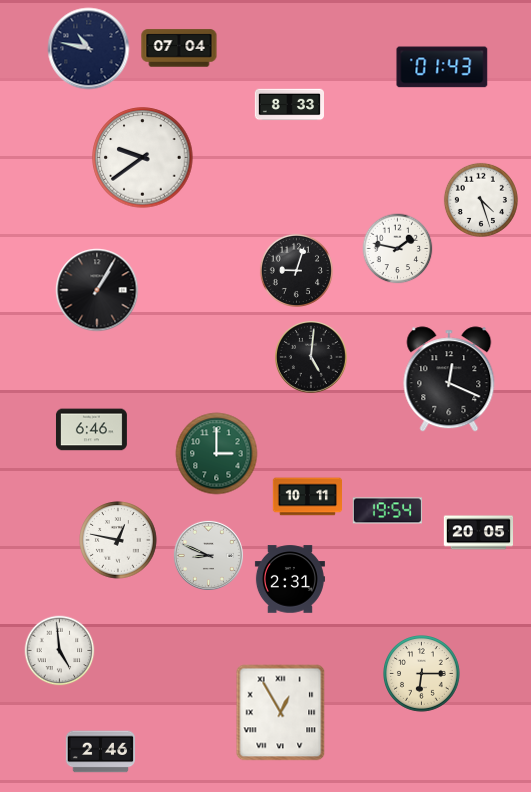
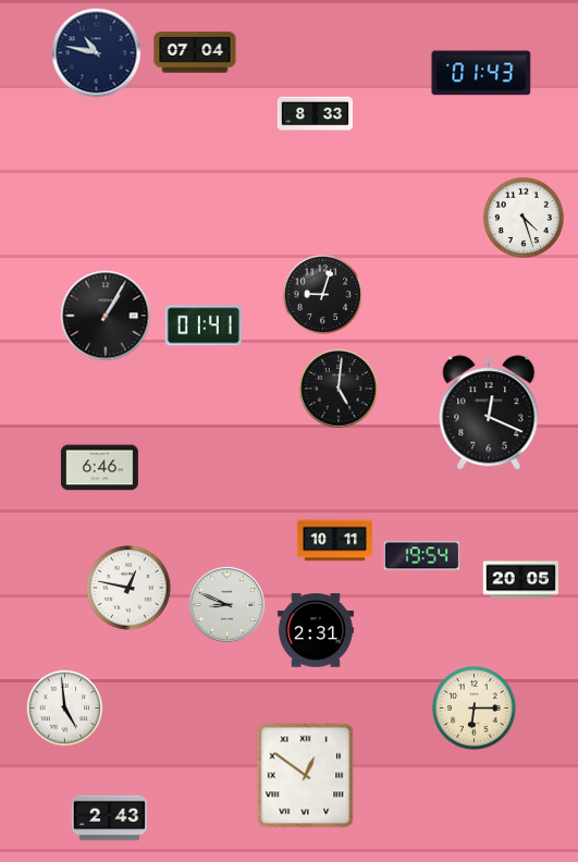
clock at (143, 158): 9:39 -> none
clock at (398, 249): 1:47 -> none
clock at (204, 325): none -> 01:41
clock at (217, 454): 3:00 -> none
clock at (422, 674) position: (422, 674) -> (475, 709)
clock at (281, 713): 12:55 -> 12:51
clock at (100, 752): 2:46 -> 2:43
